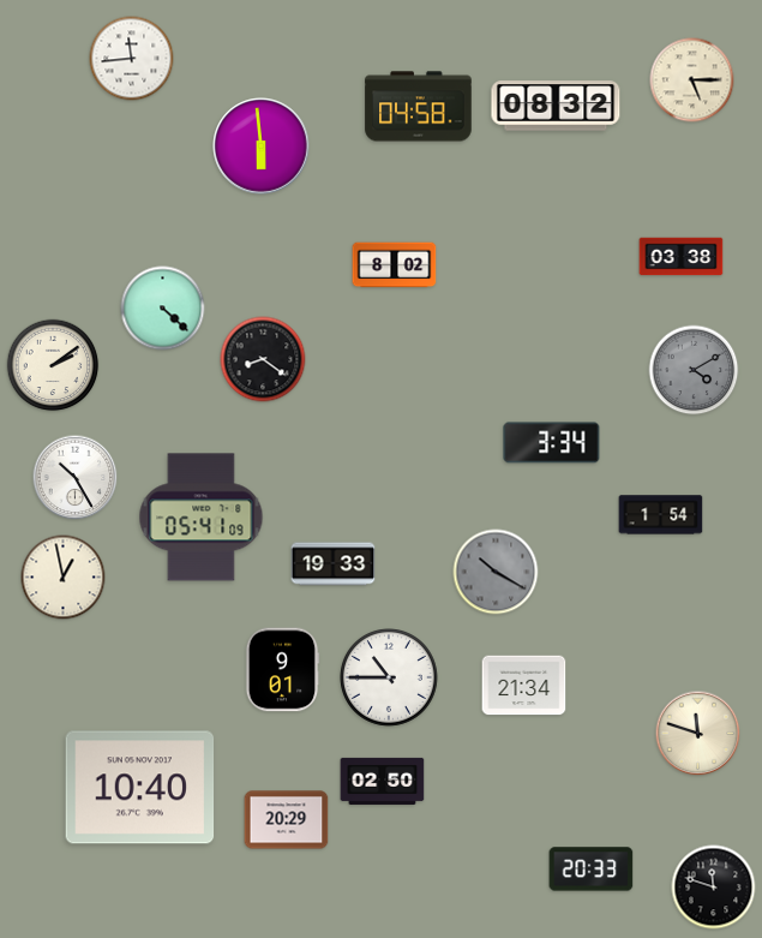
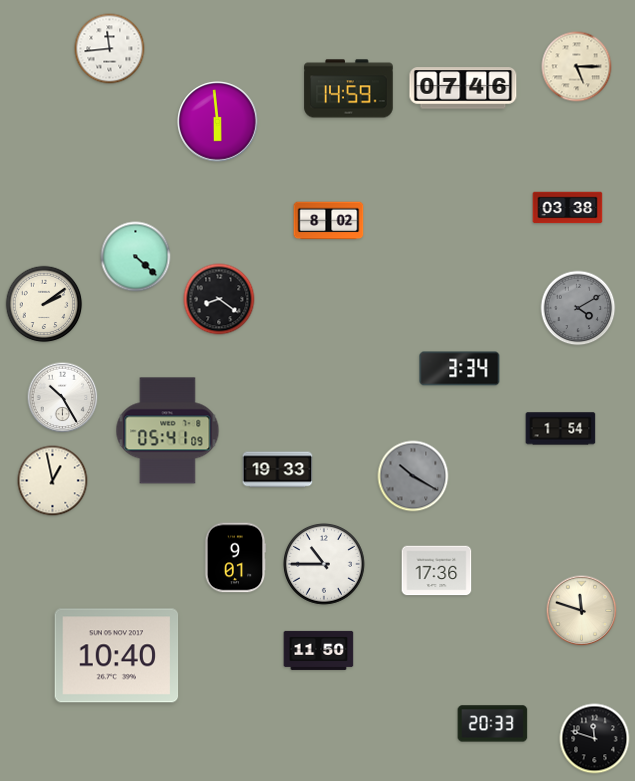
clock at (556, 106): 08:32 -> 07:46
clock at (419, 107): 04:58 -> 14:59
clock at (682, 257) position: (682, 257) -> (568, 208)
clock at (661, 515) position: (661, 515) -> (561, 429)
clock at (524, 686): 21:34 -> 17:36
clock at (383, 781): 02:50 -> 11:50
clock at (287, 820): 20:29 -> none
